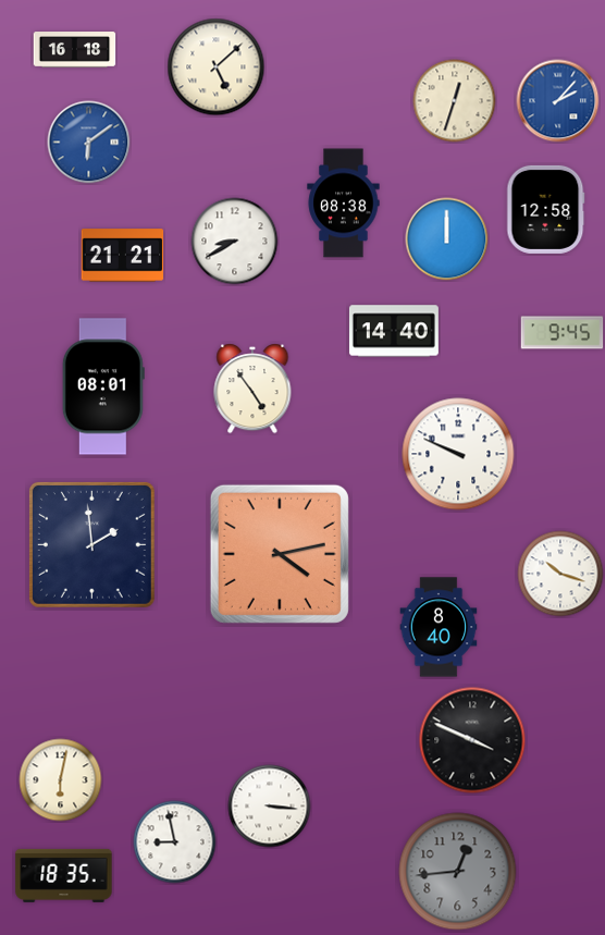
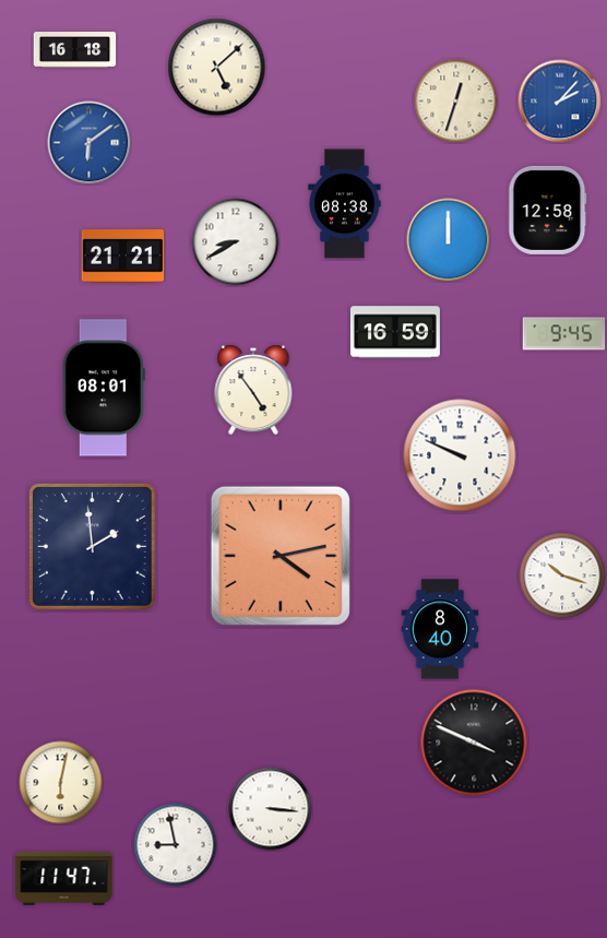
clock at (394, 331): 14:40 -> 16:59
clock at (458, 872): 12:44 -> none
clock at (64, 875): 18:35 -> 11:47
